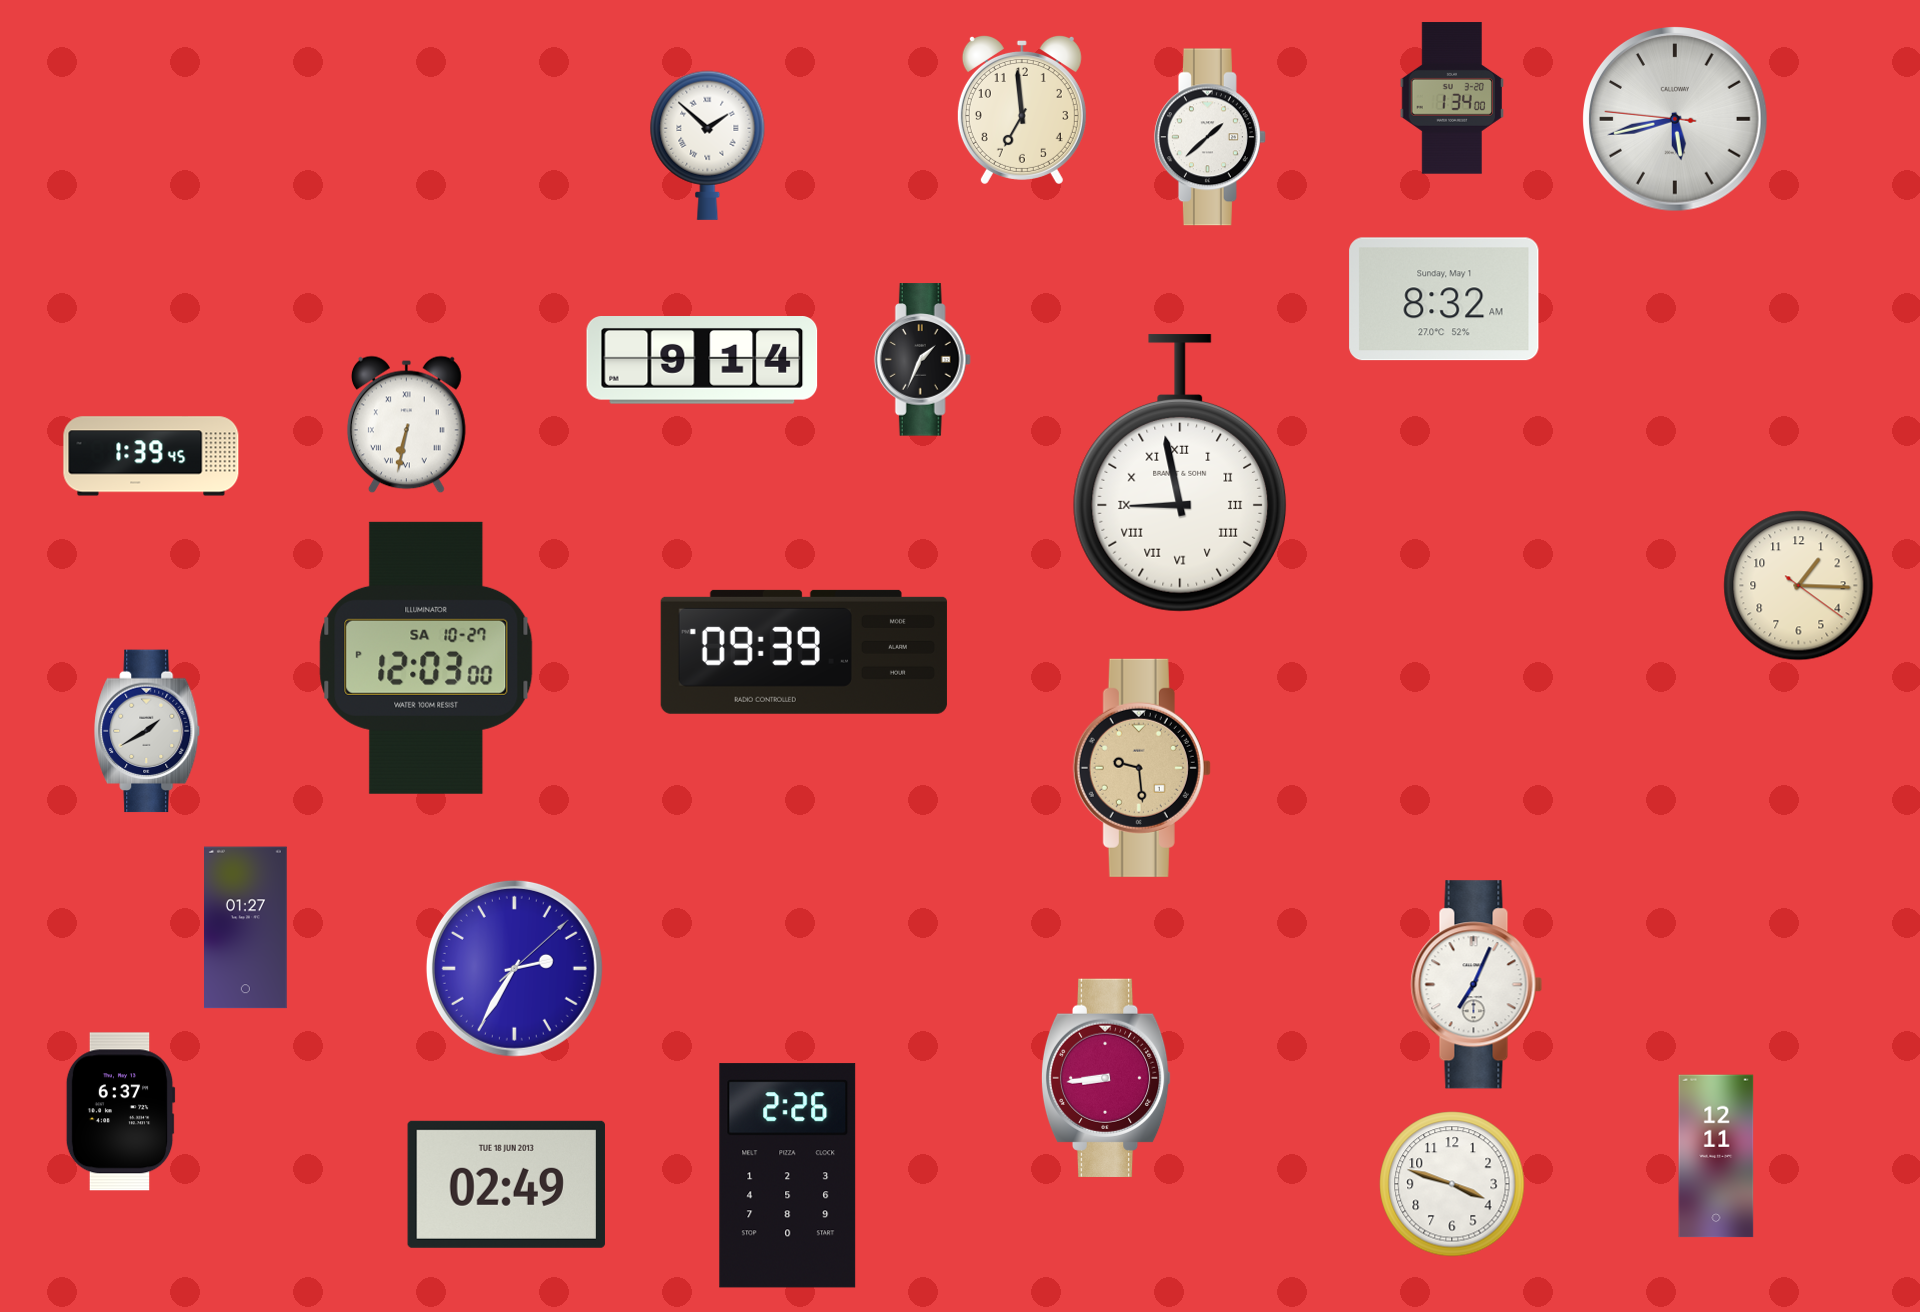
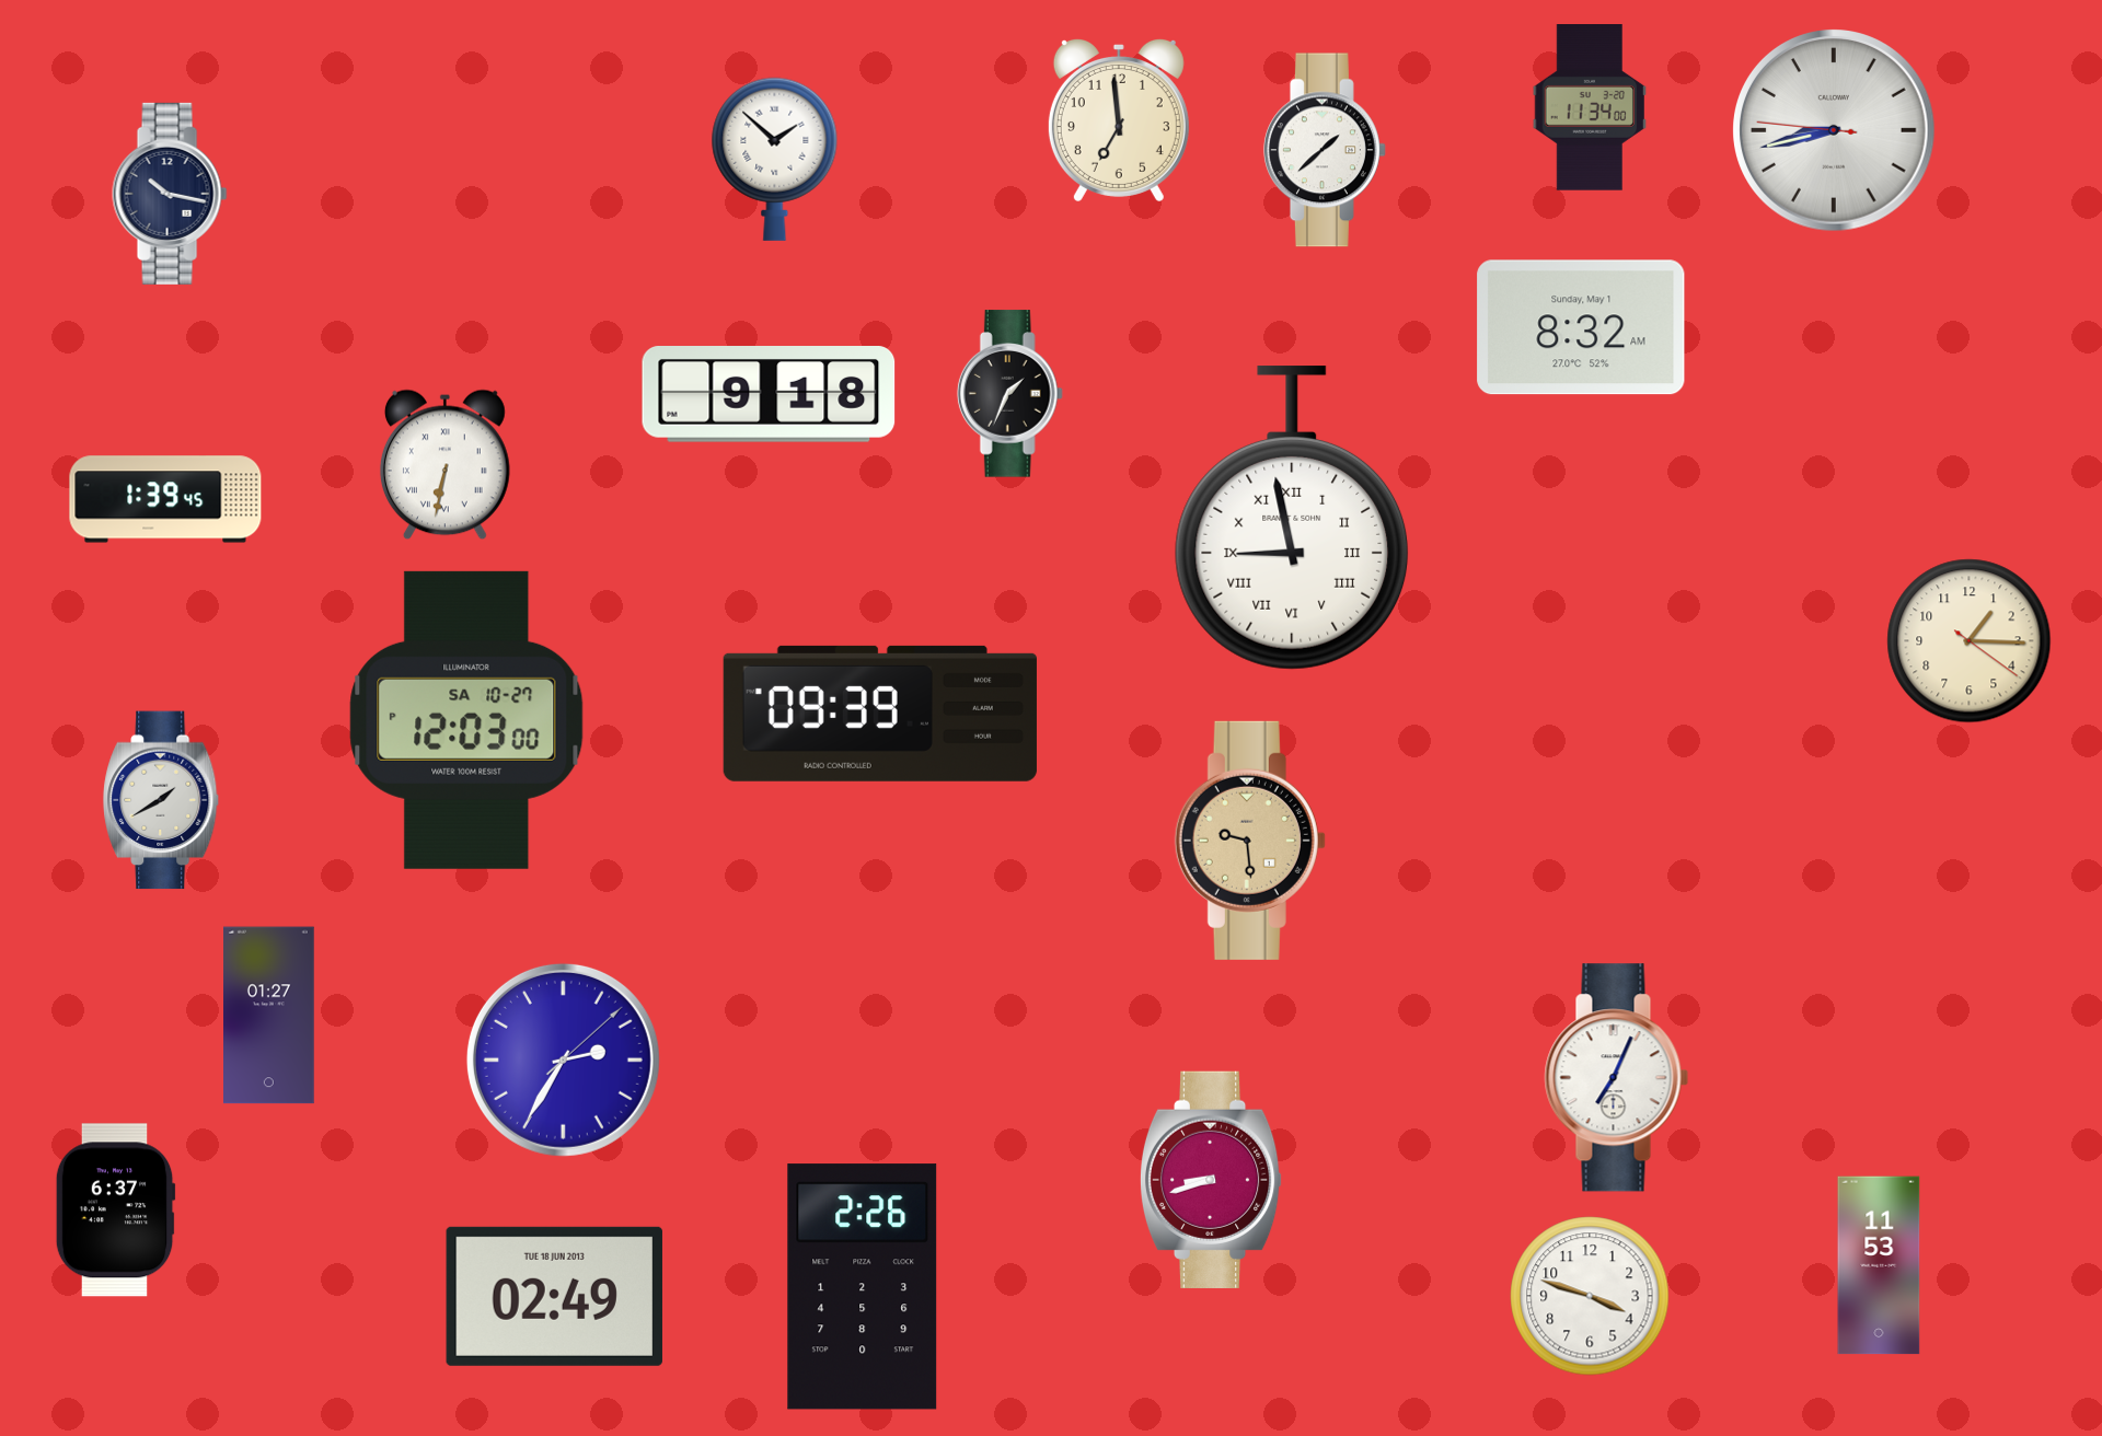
clock at (1452, 98): 1:34 -> 11:34
clock at (1675, 119): 5:42 -> 8:42
clock at (170, 194): none -> 10:17
clock at (702, 360): 9:14 -> 9:18
clock at (1106, 1078): 8:44 -> 8:42
clock at (120, 1112) position: (120, 1112) -> (115, 1211)
clock at (1716, 1156): 12:11 -> 11:53
